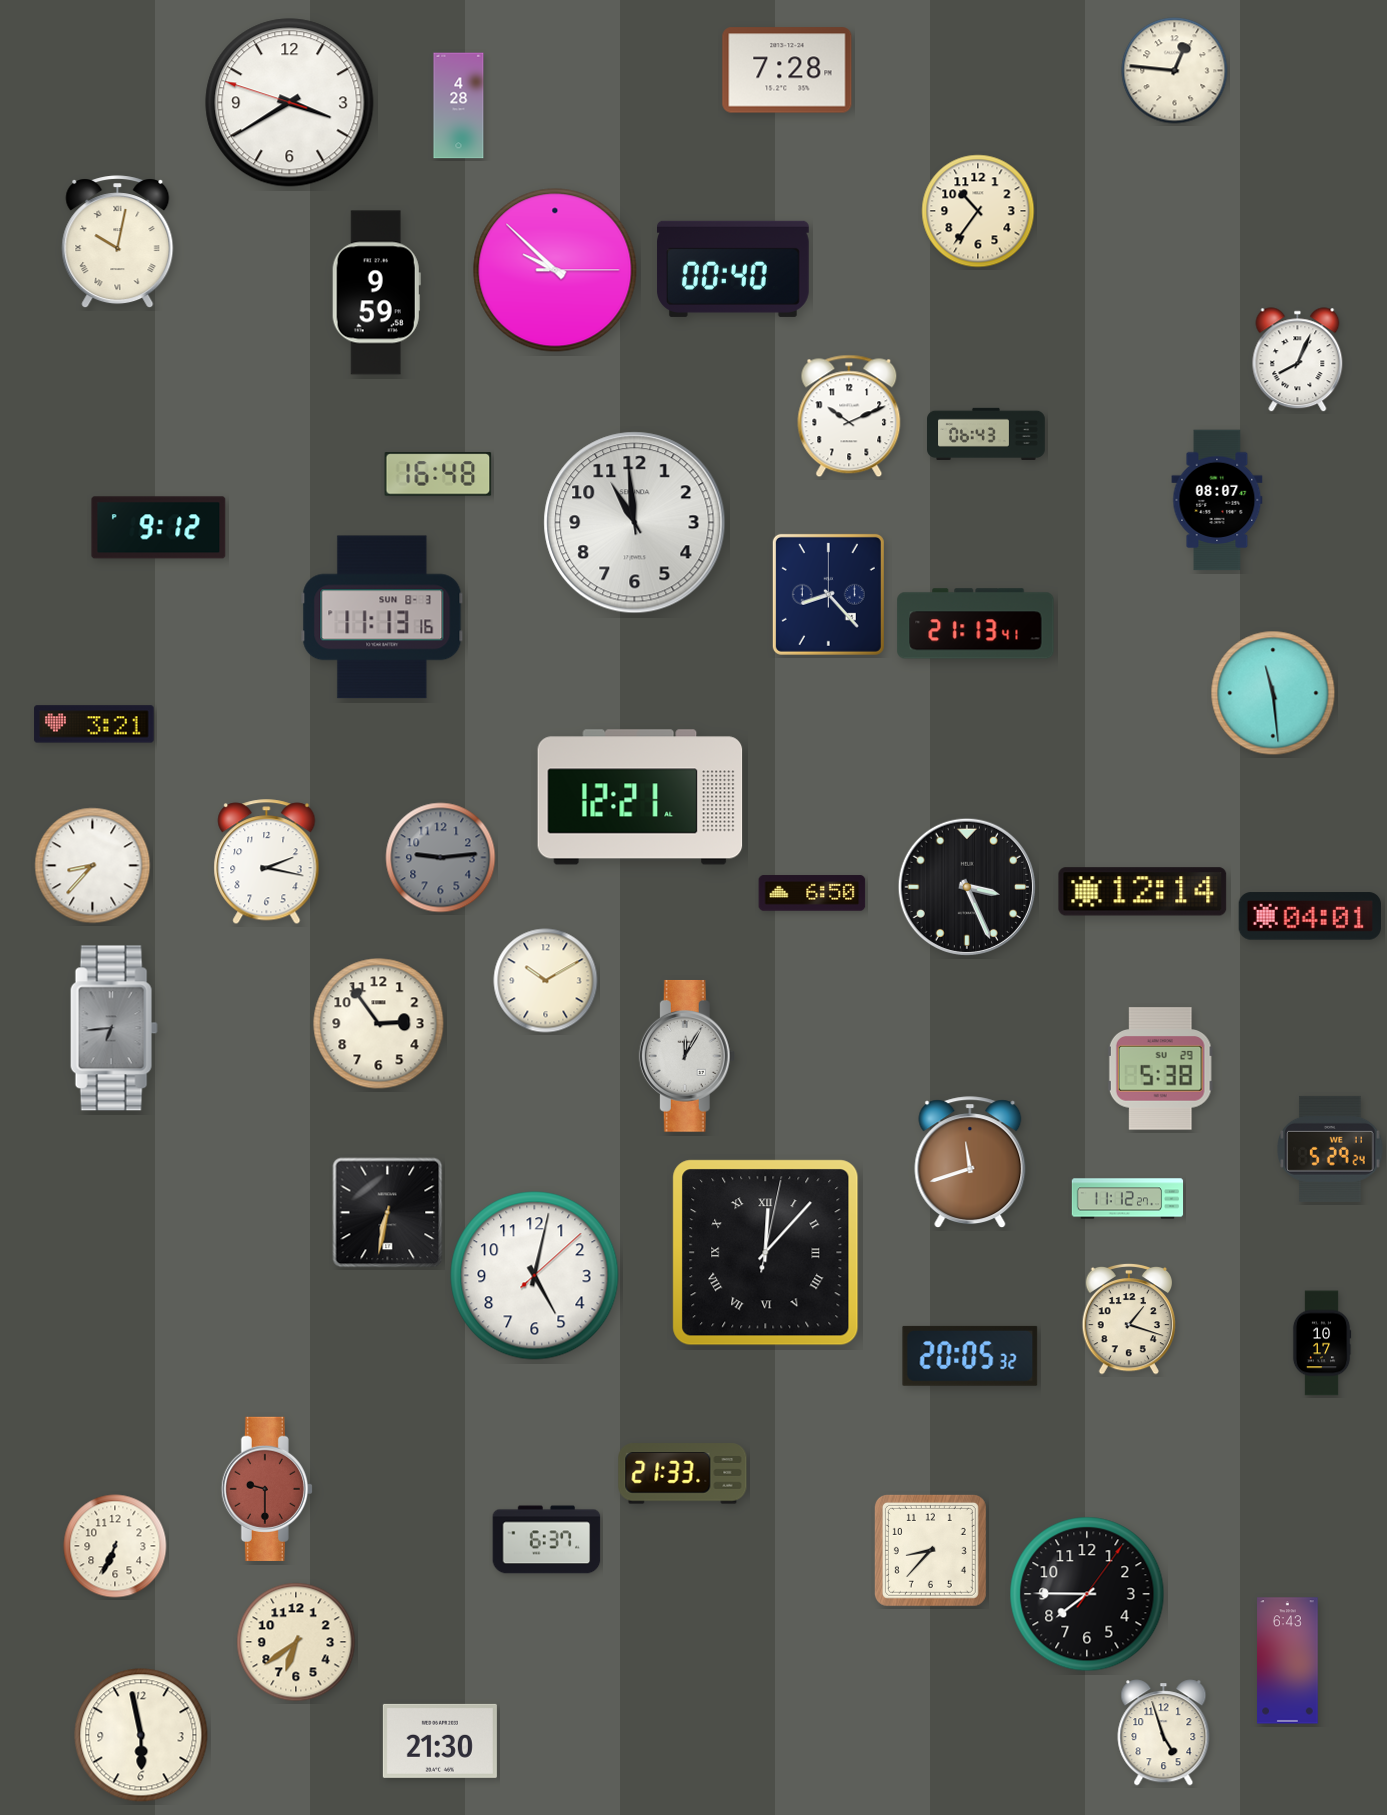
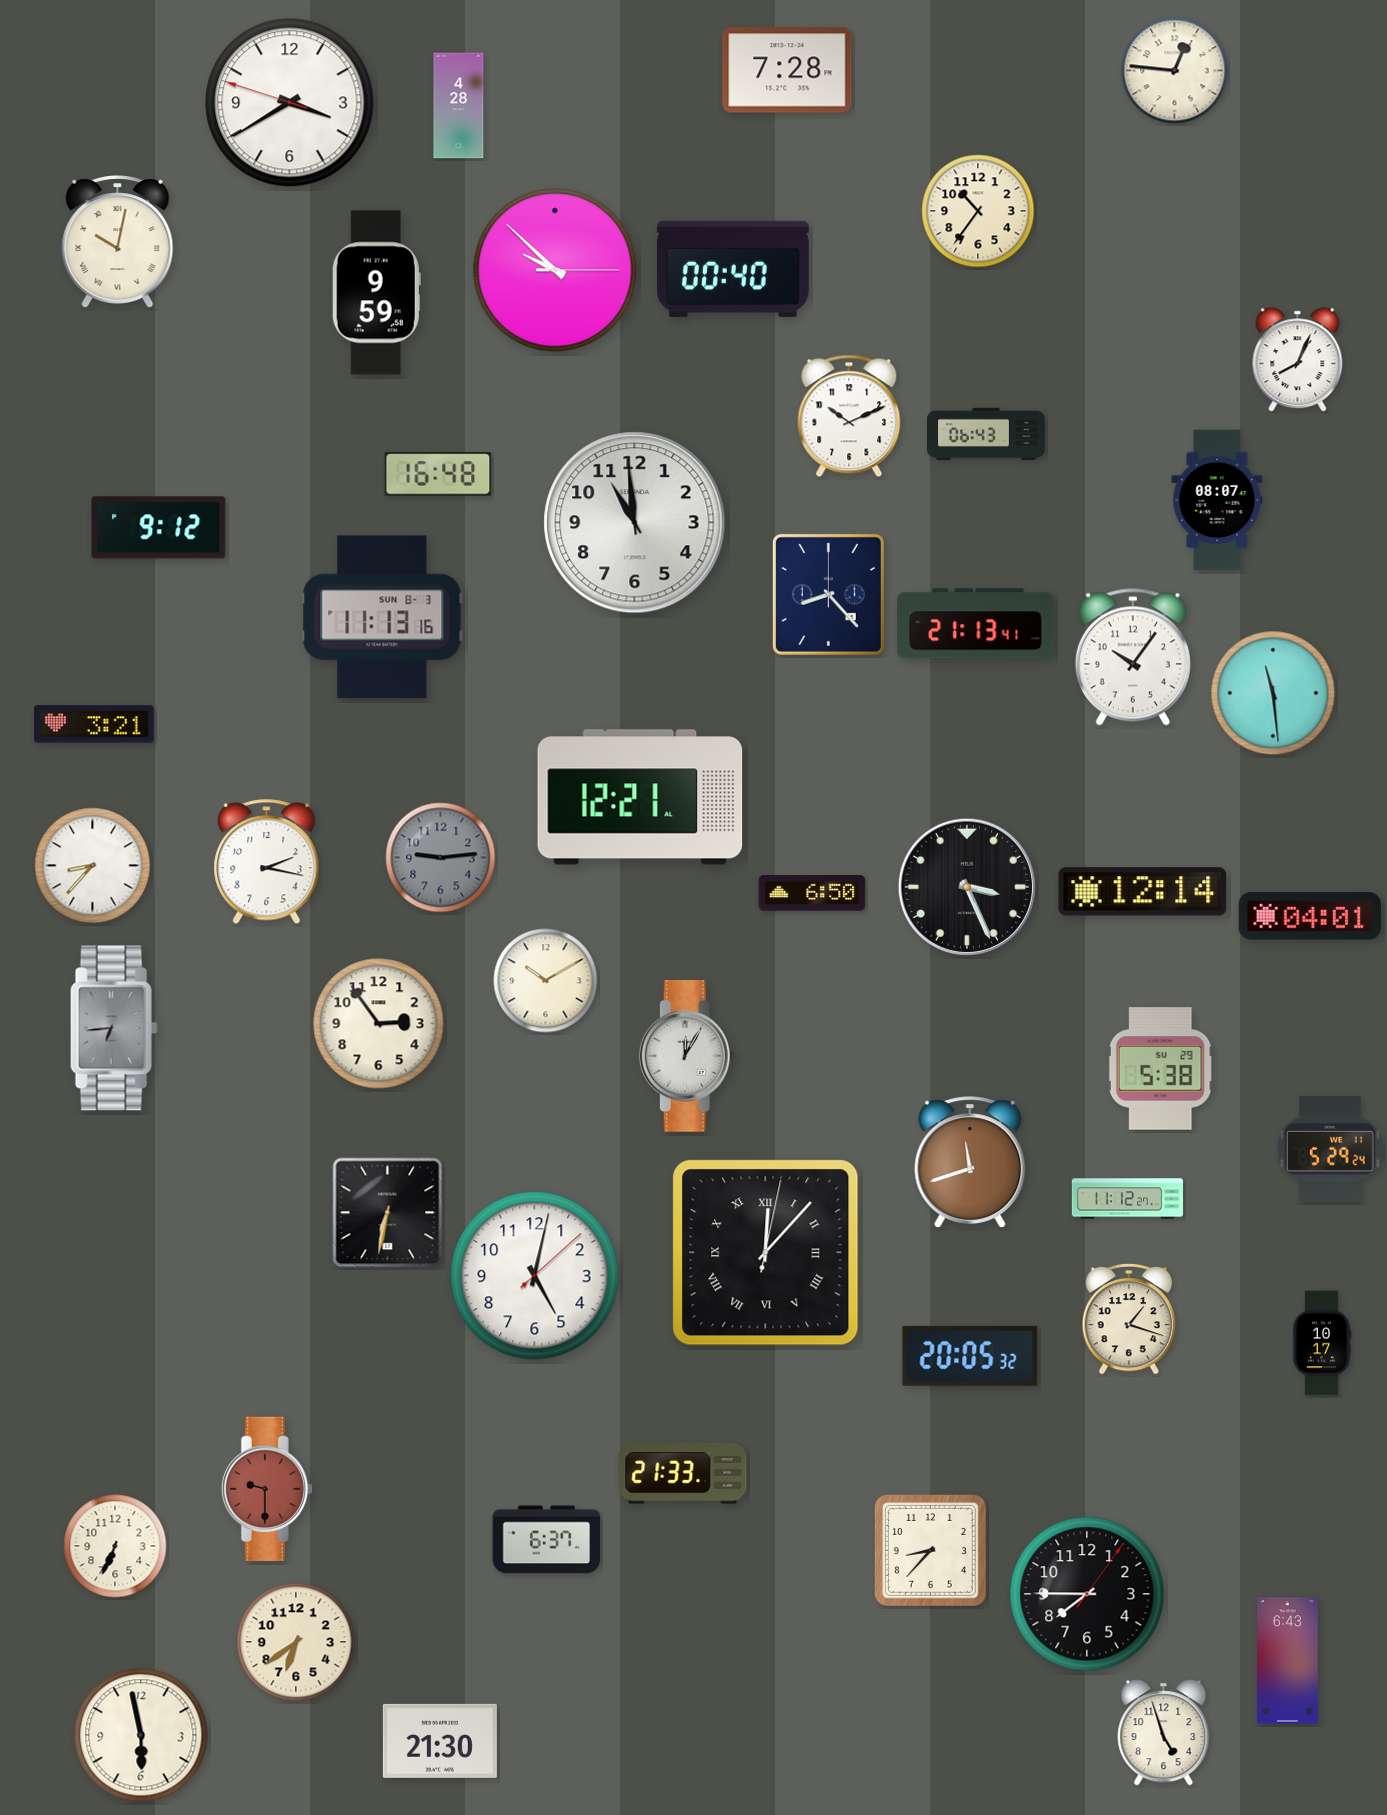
clock at (1133, 657): none -> 10:06
